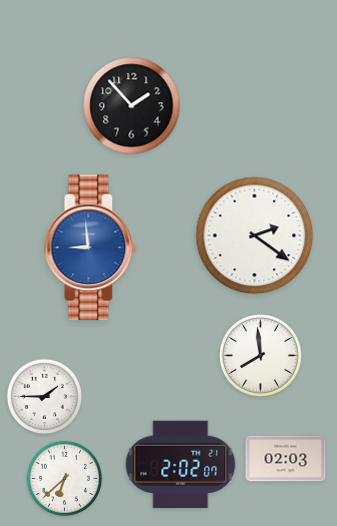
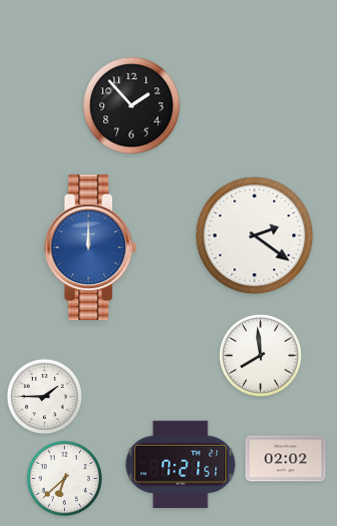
clock at (91, 248): 8:59 -> 12:00
clock at (286, 459): 02:03 -> 02:02
clock at (181, 465): 2:02 -> 7:21
